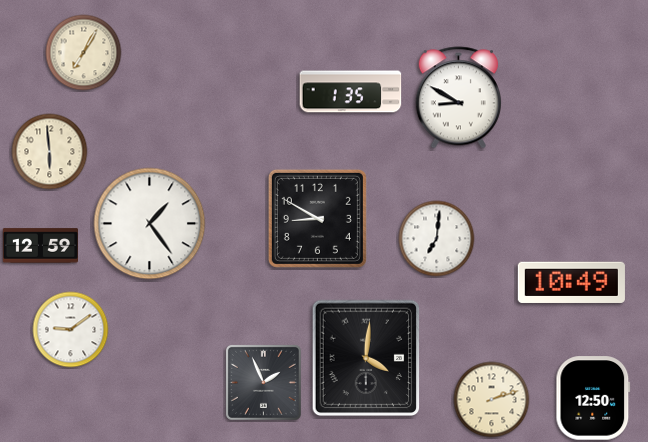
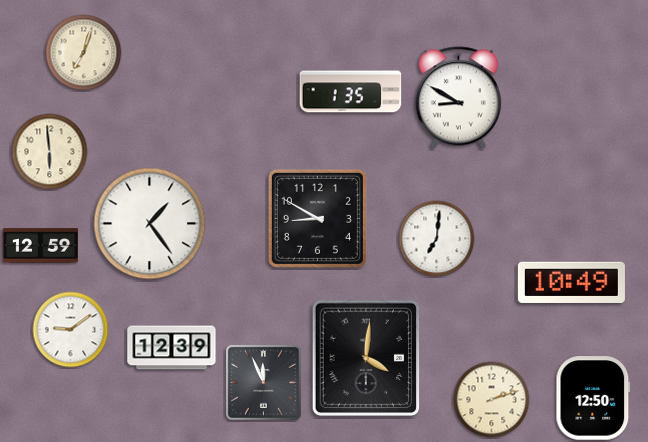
clock at (84, 53): 7:05 -> 7:03
clock at (172, 348): none -> 12:39
clock at (263, 382): 1:56 -> 11:56
